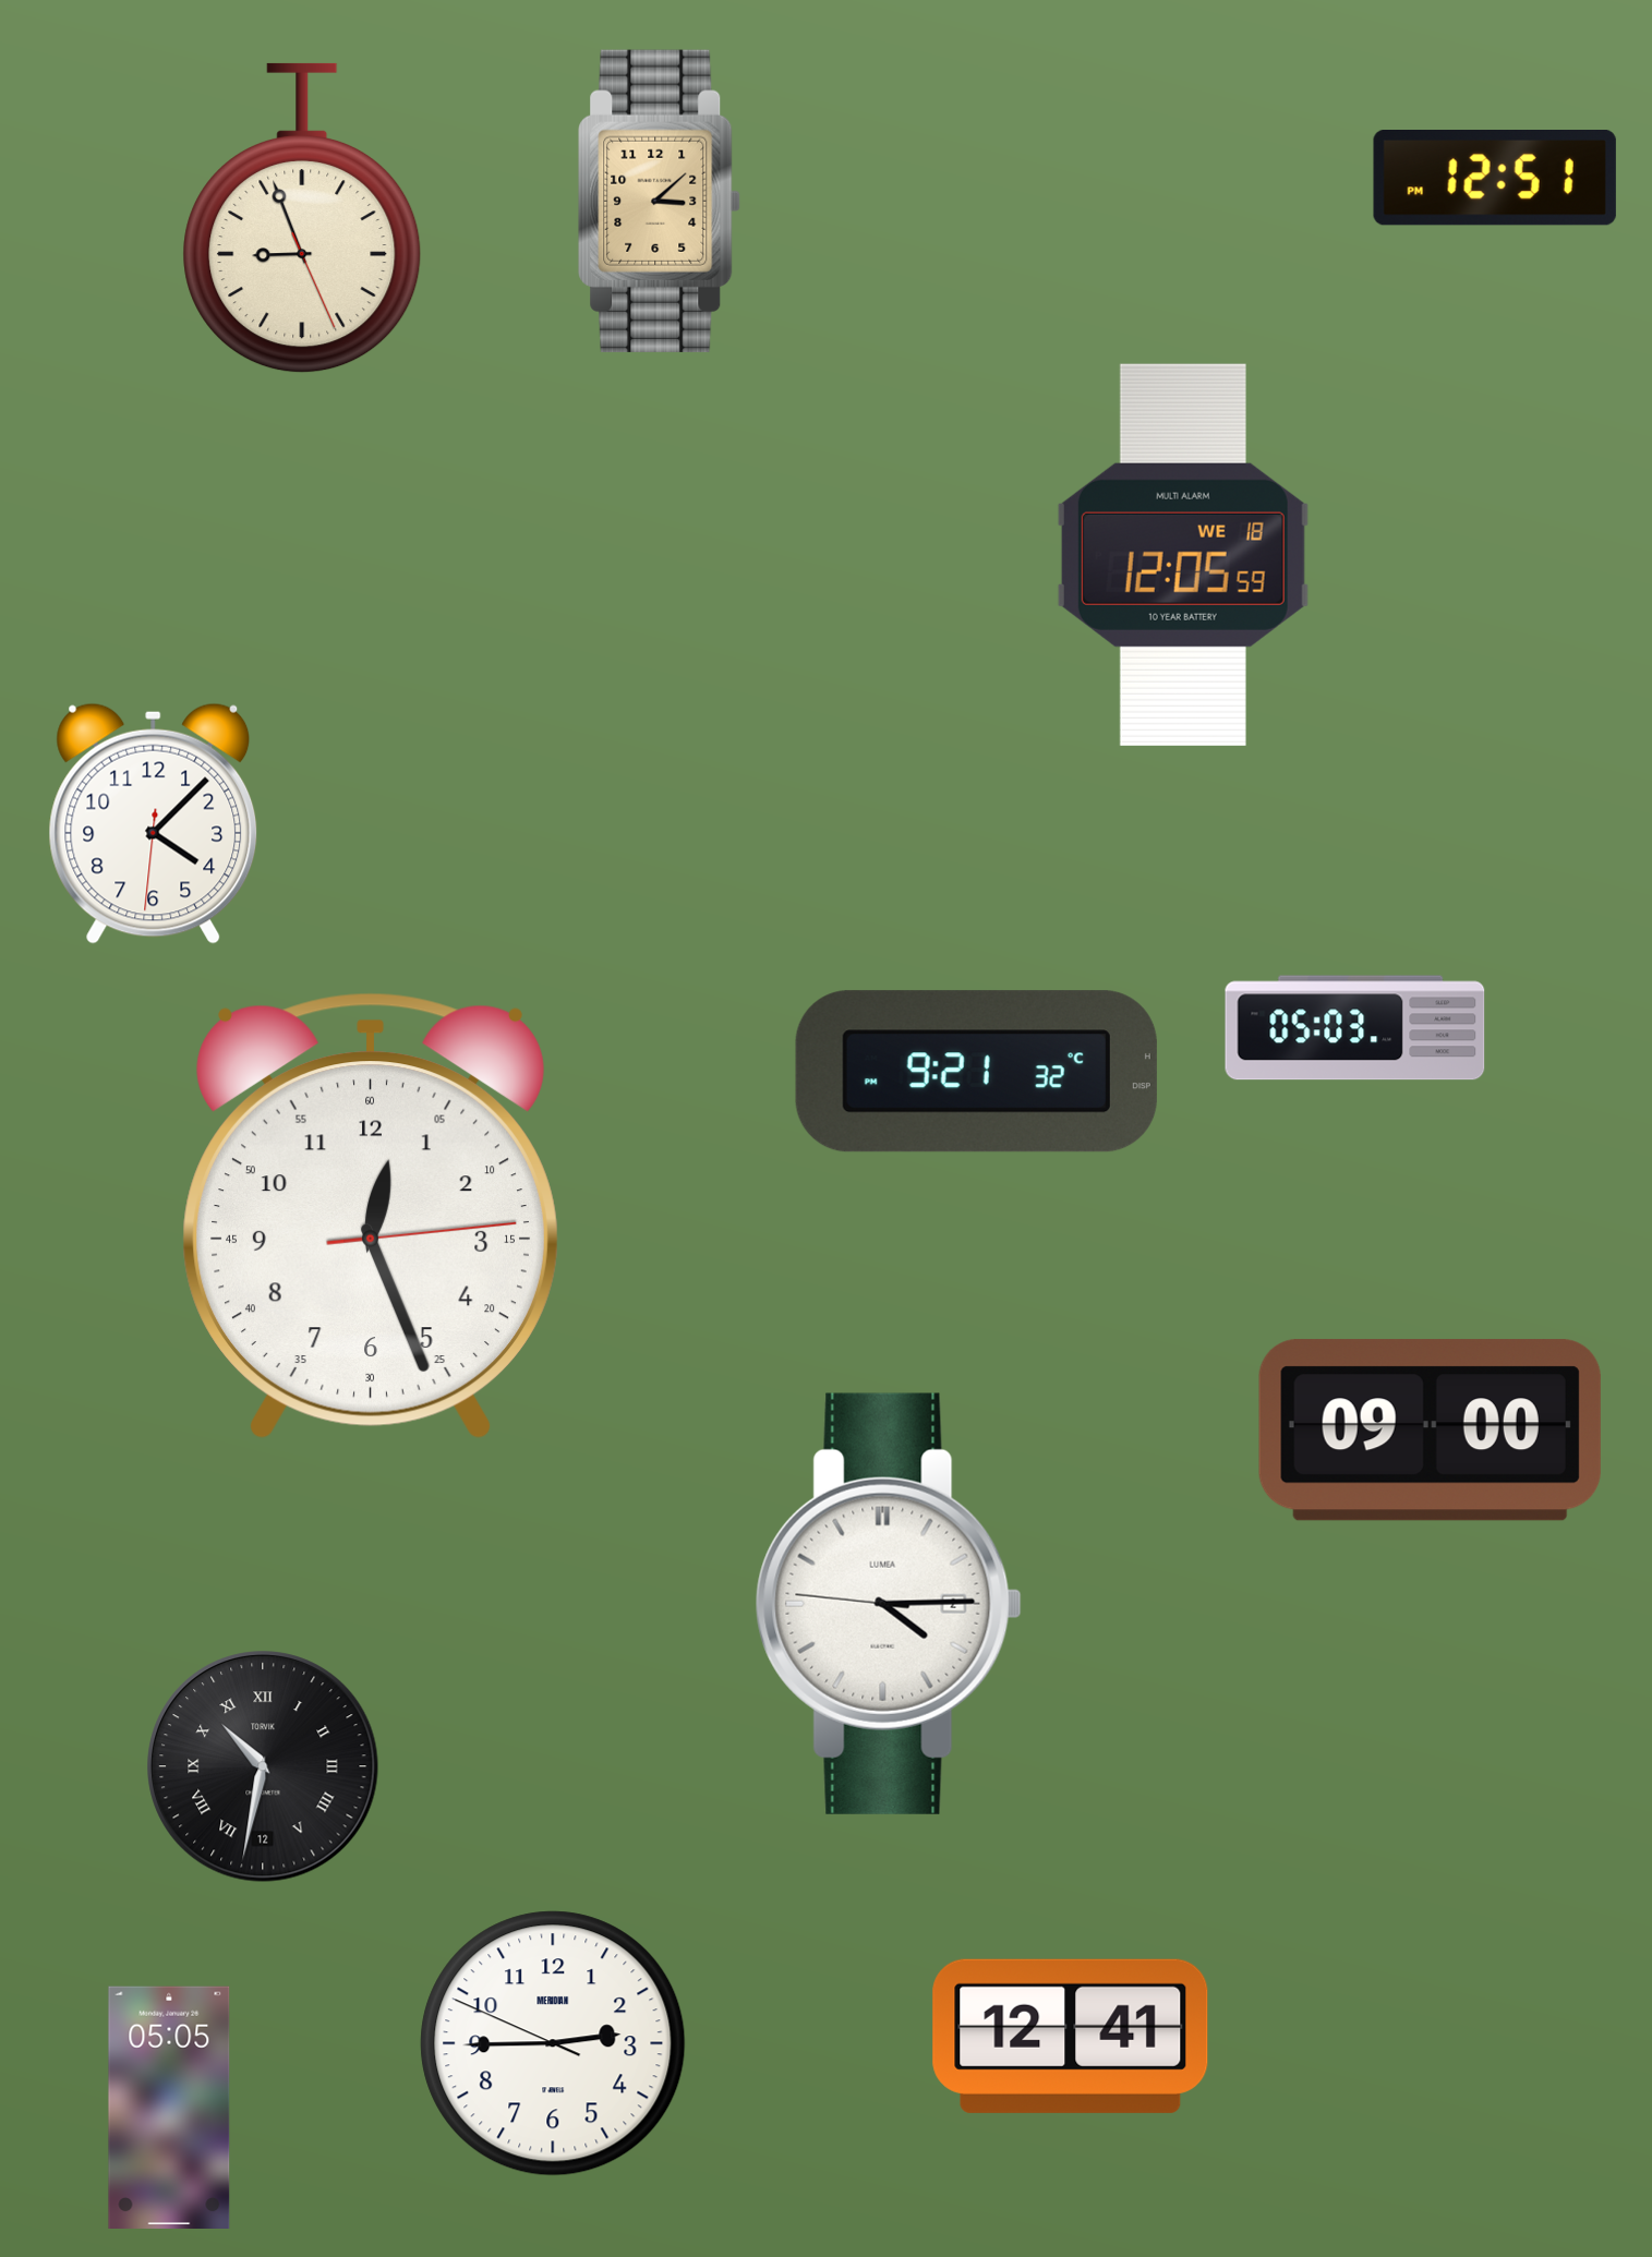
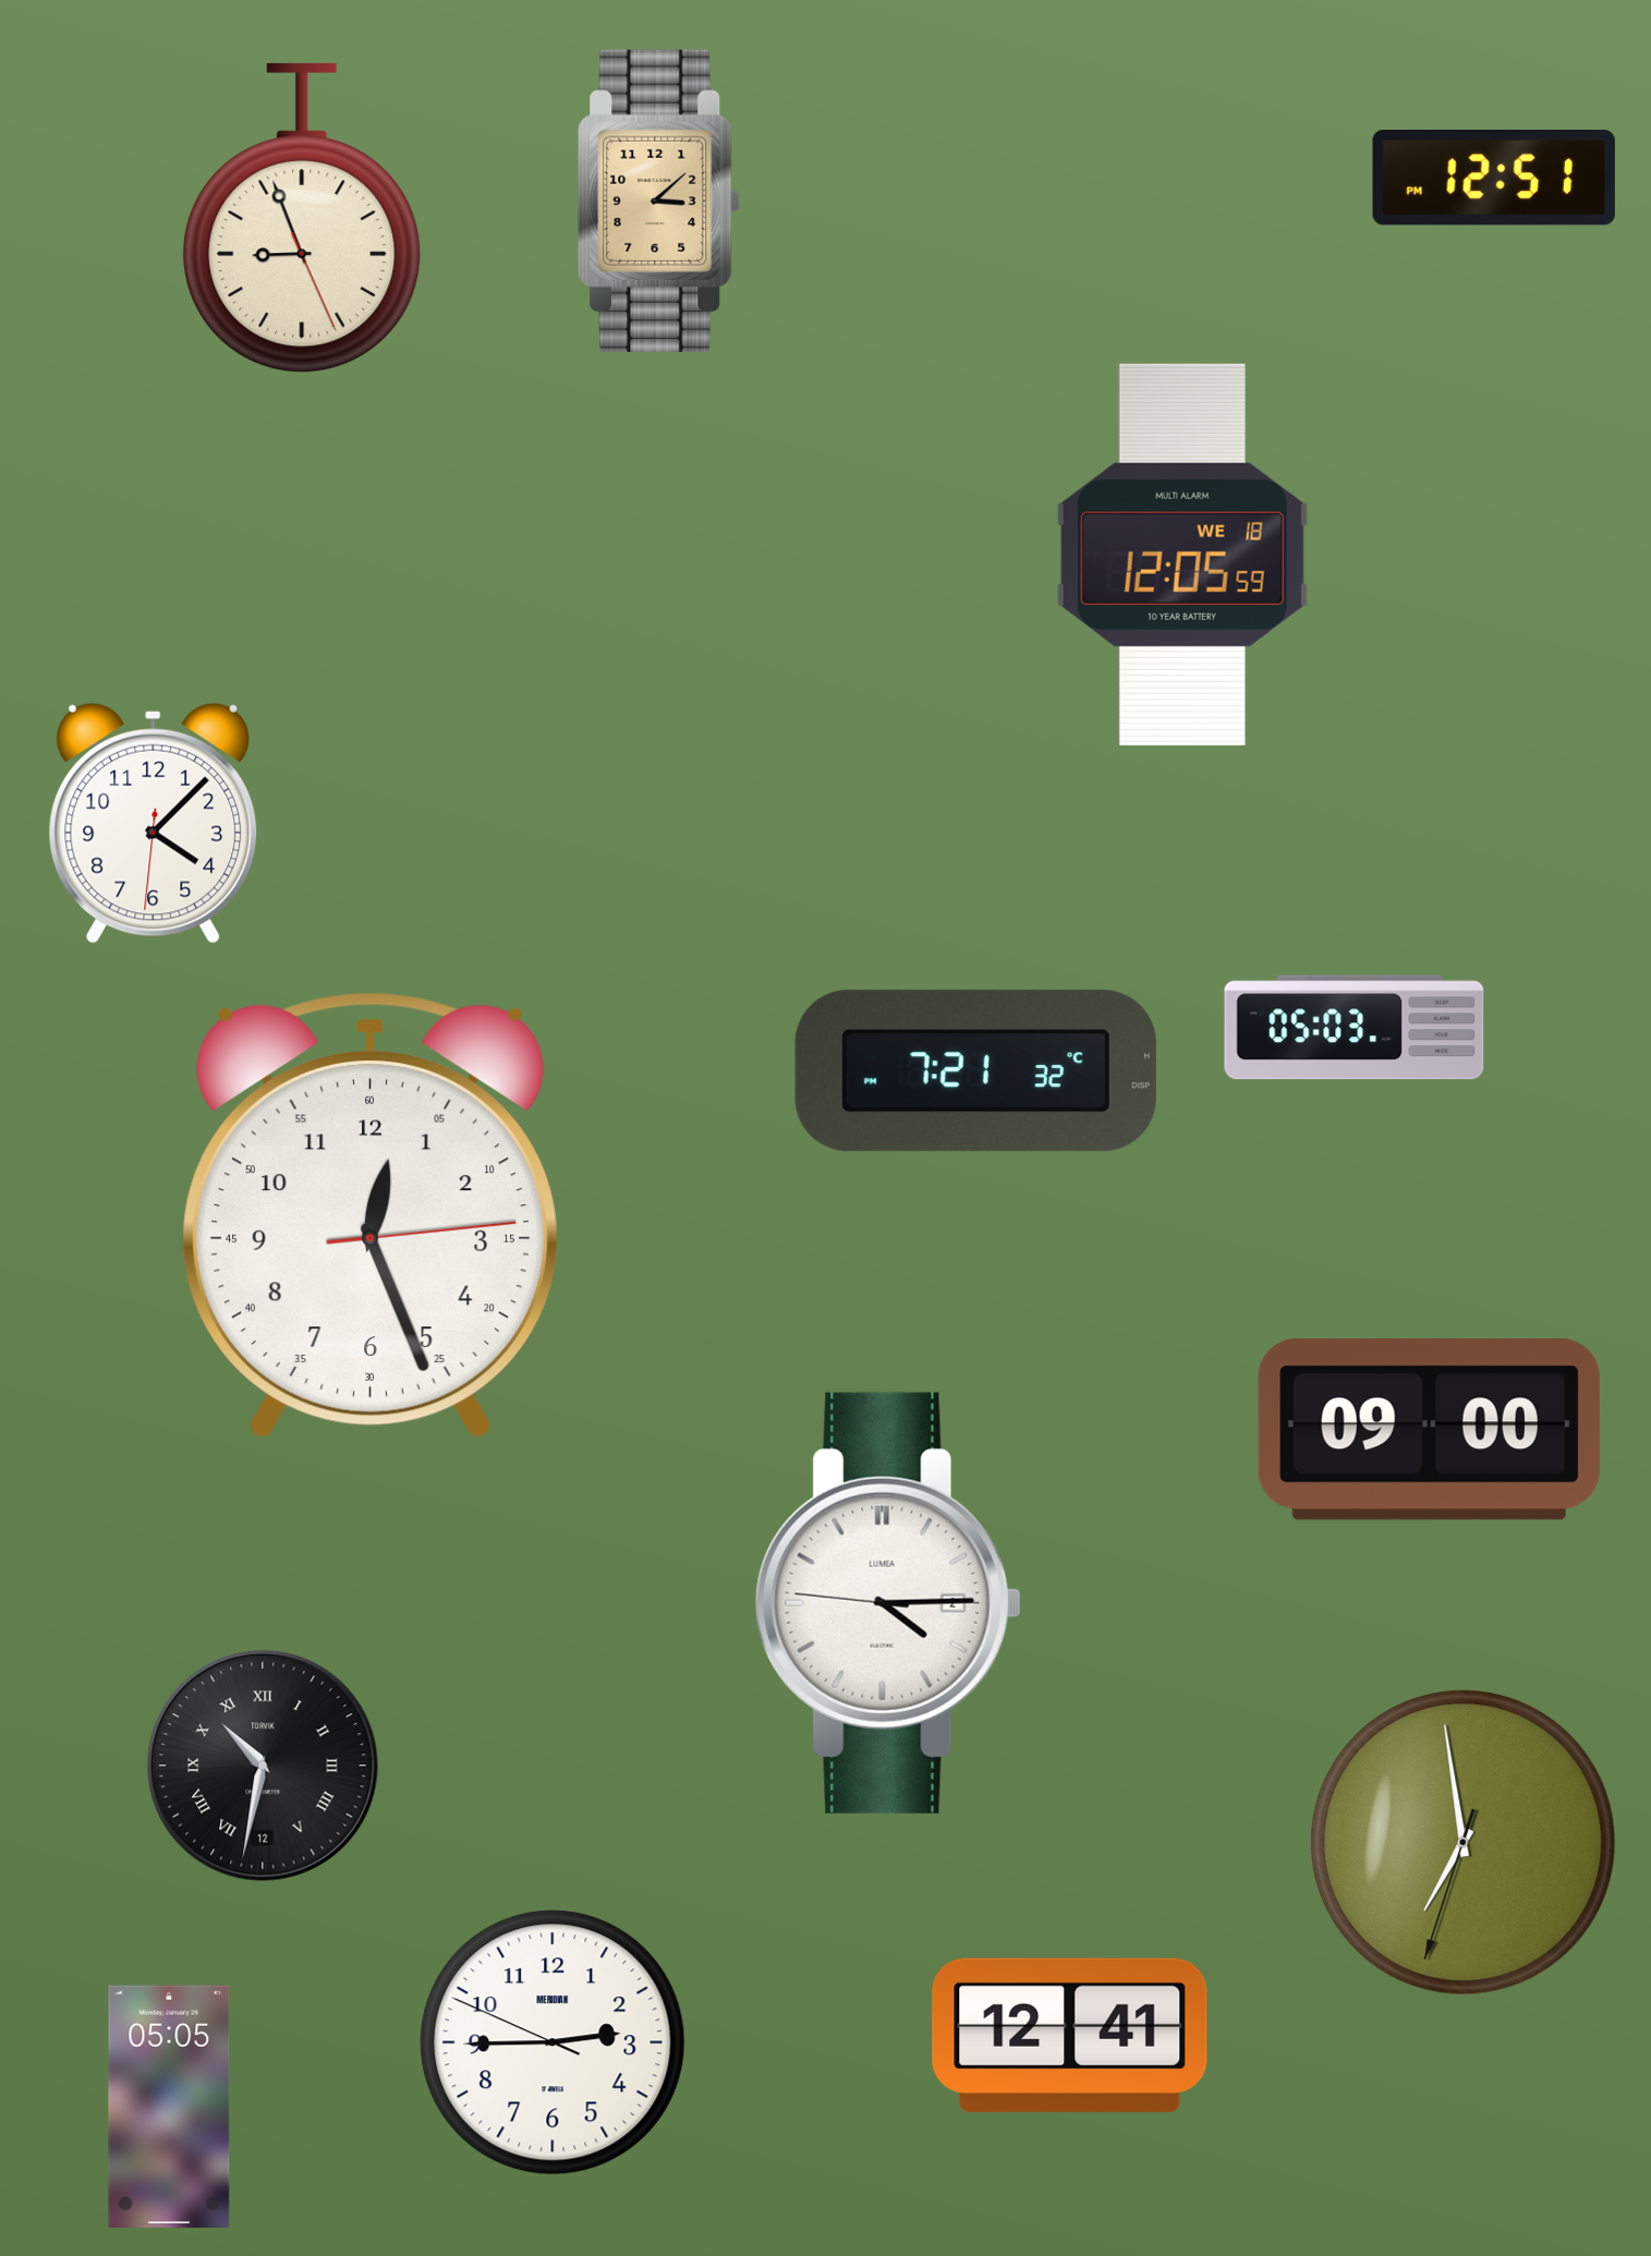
clock at (976, 1072): 9:21 -> 7:21
clock at (1464, 1843): none -> 6:58
